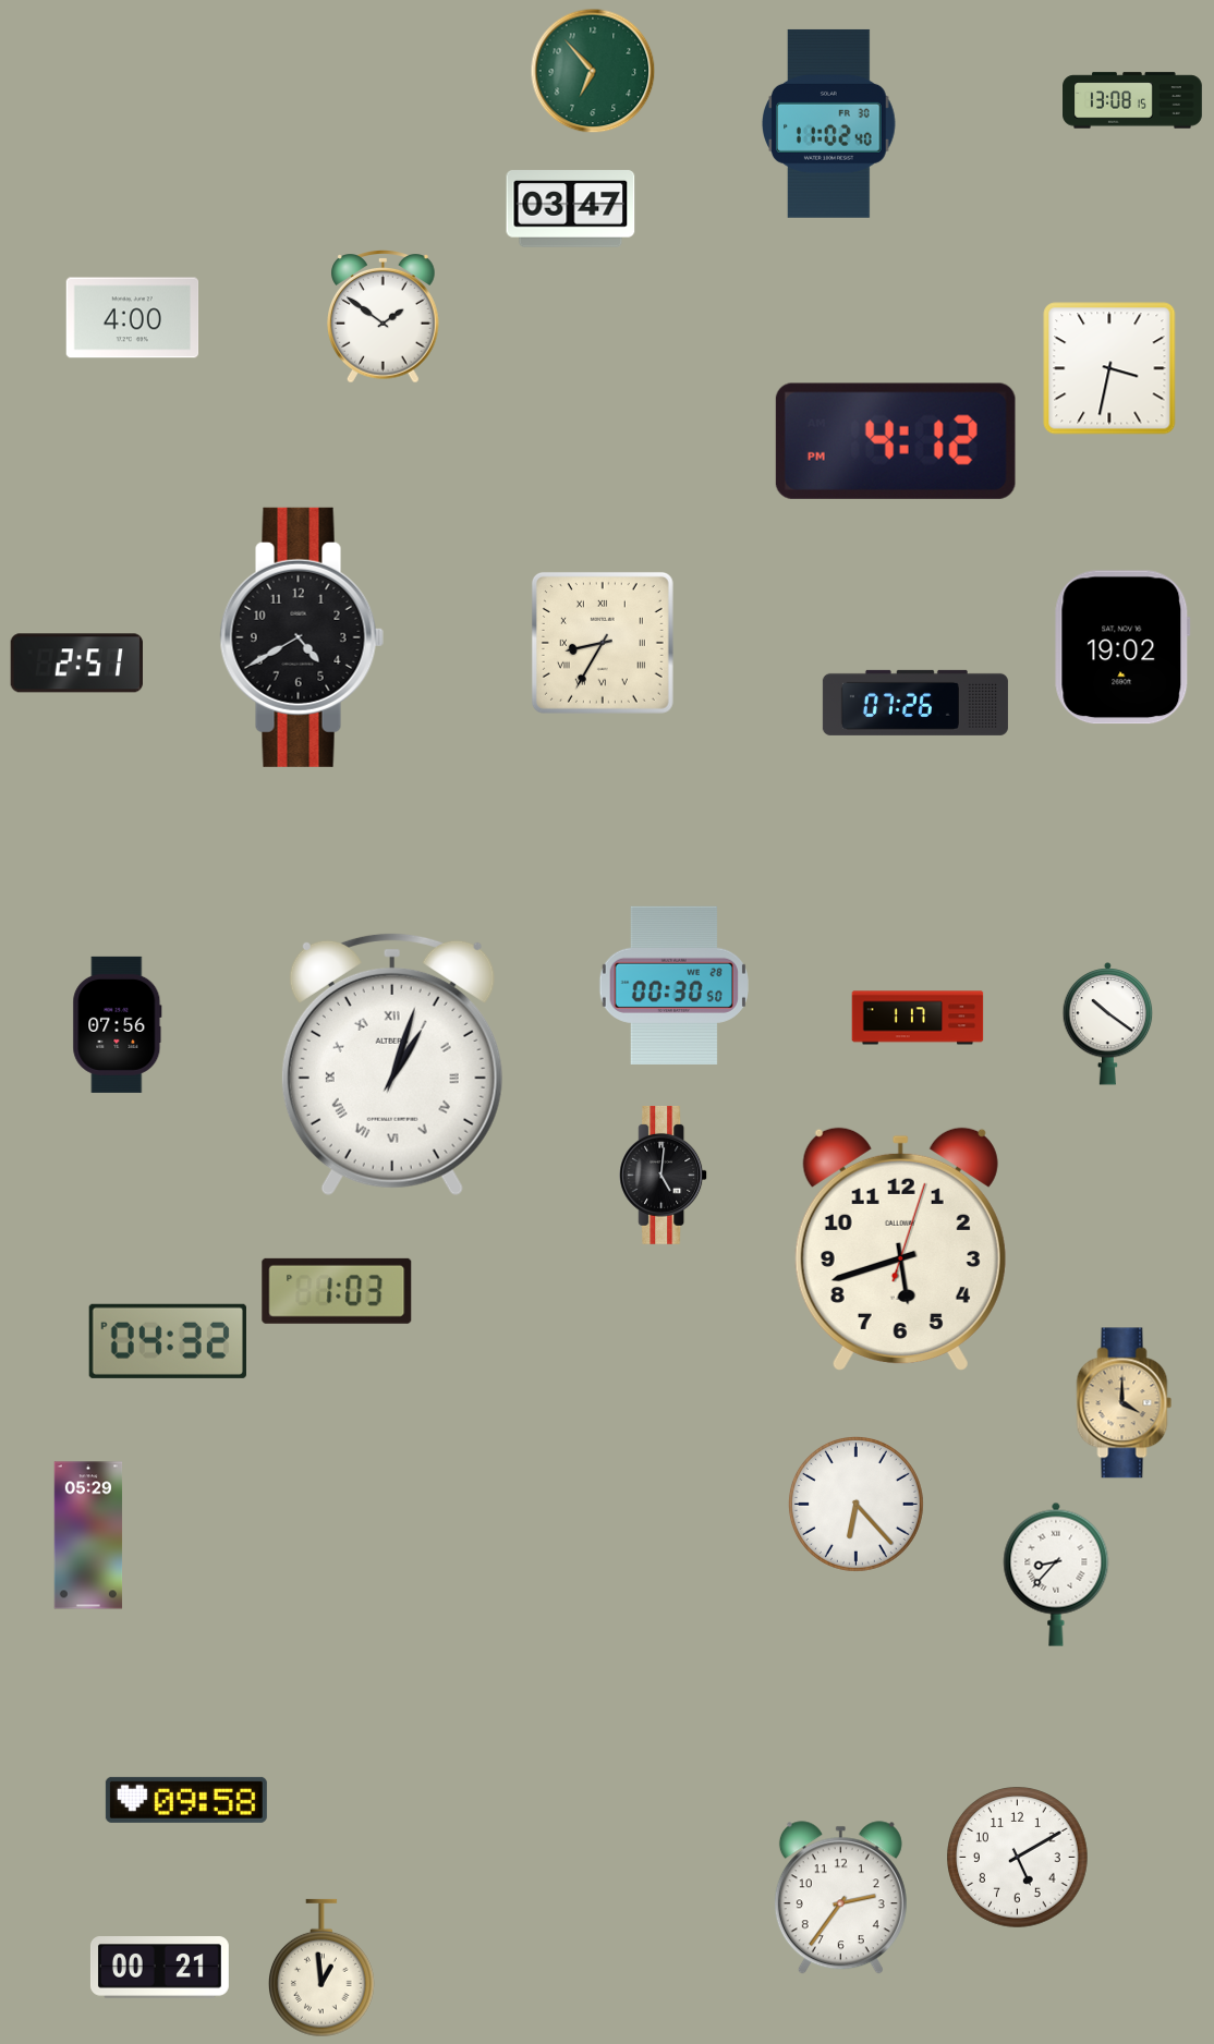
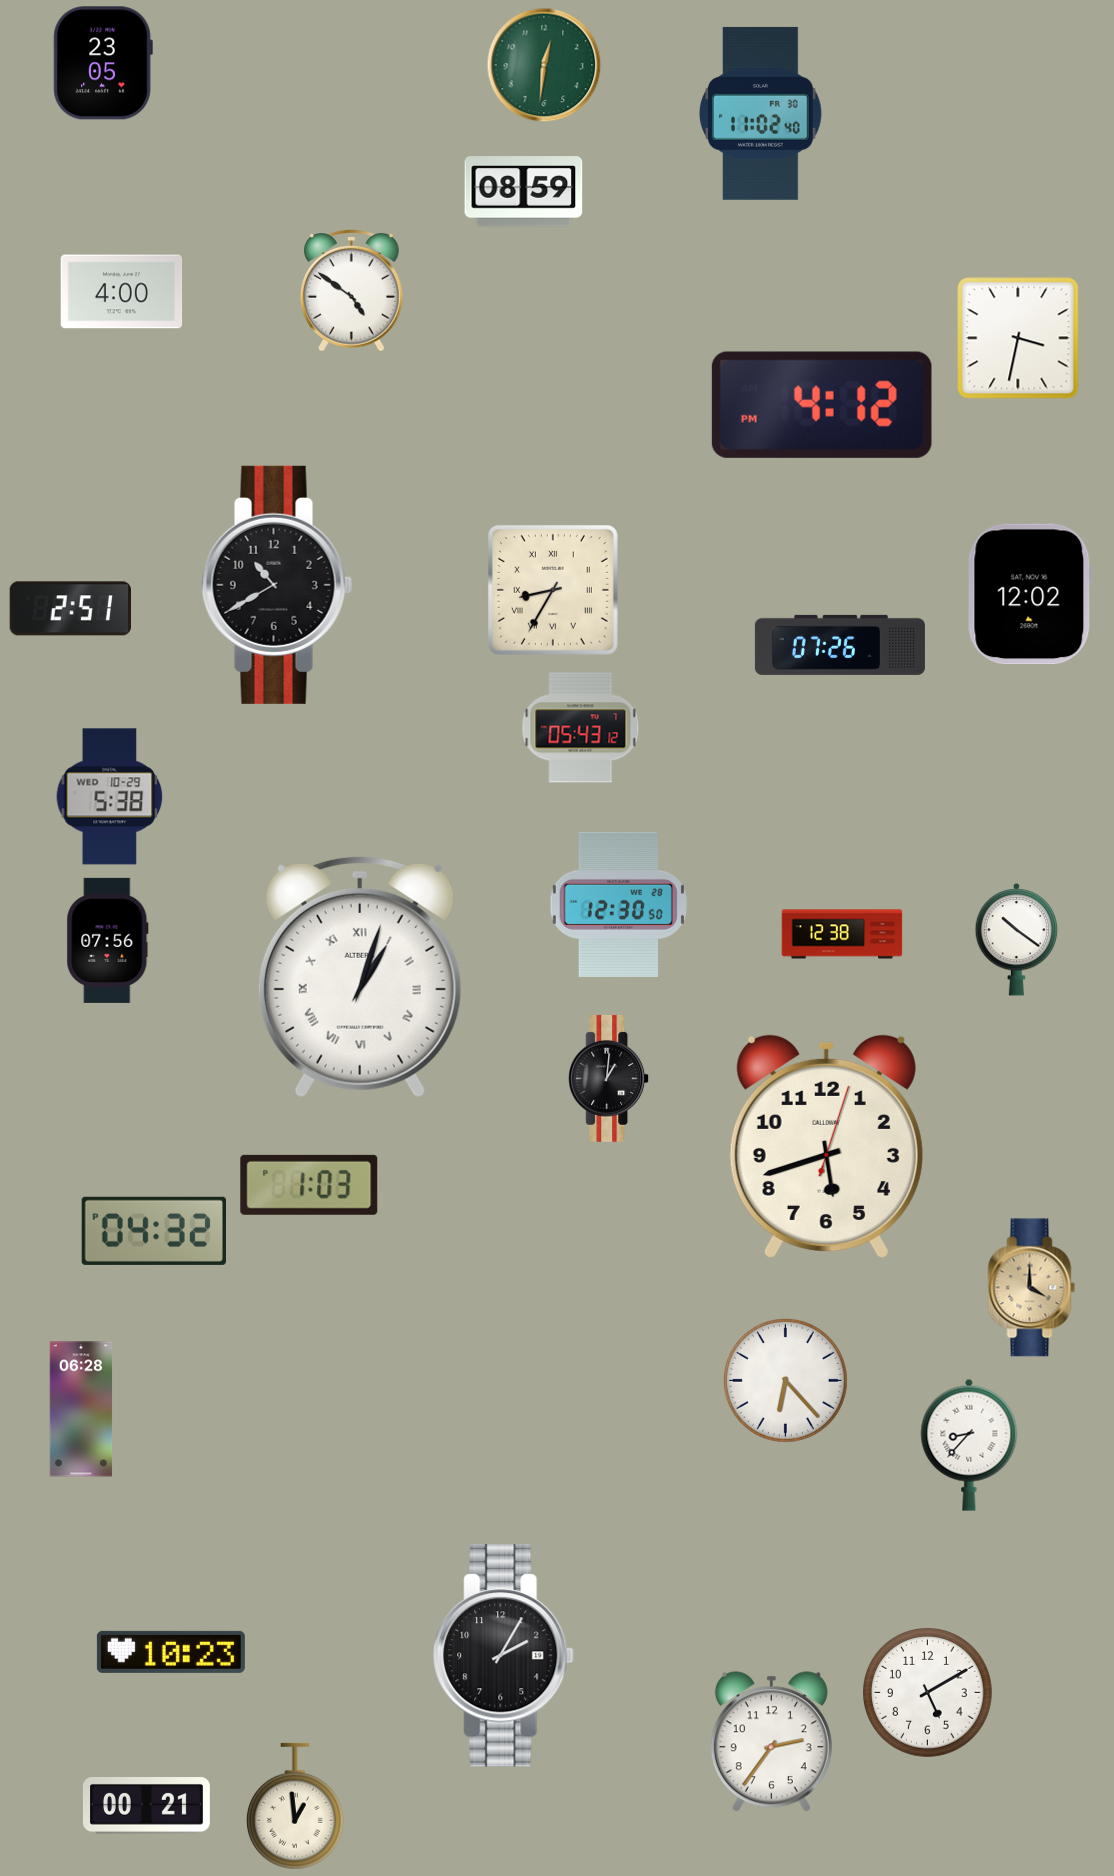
clock at (103, 63): none -> 23:05
clock at (593, 71): 6:53 -> 12:31
clock at (1132, 100): 13:08 -> none
clock at (571, 209): 03:47 -> 08:59
clock at (384, 317): 1:51 -> 4:51
clock at (302, 637): 4:40 -> 10:40
clock at (1122, 647): 19:02 -> 12:02
clock at (581, 728): none -> 05:43
clock at (110, 797): none -> 5:38
clock at (673, 985): 00:30 -> 12:30
clock at (918, 1018): 1:17 -> 12:38
clock at (664, 1175): 5:01 -> 1:01
clock at (88, 1535): 05:29 -> 06:28
clock at (186, 1800): 09:58 -> 10:23
clock at (504, 1656): none -> 2:05
clock at (1018, 1858) position: (1018, 1858) -> (928, 1693)
